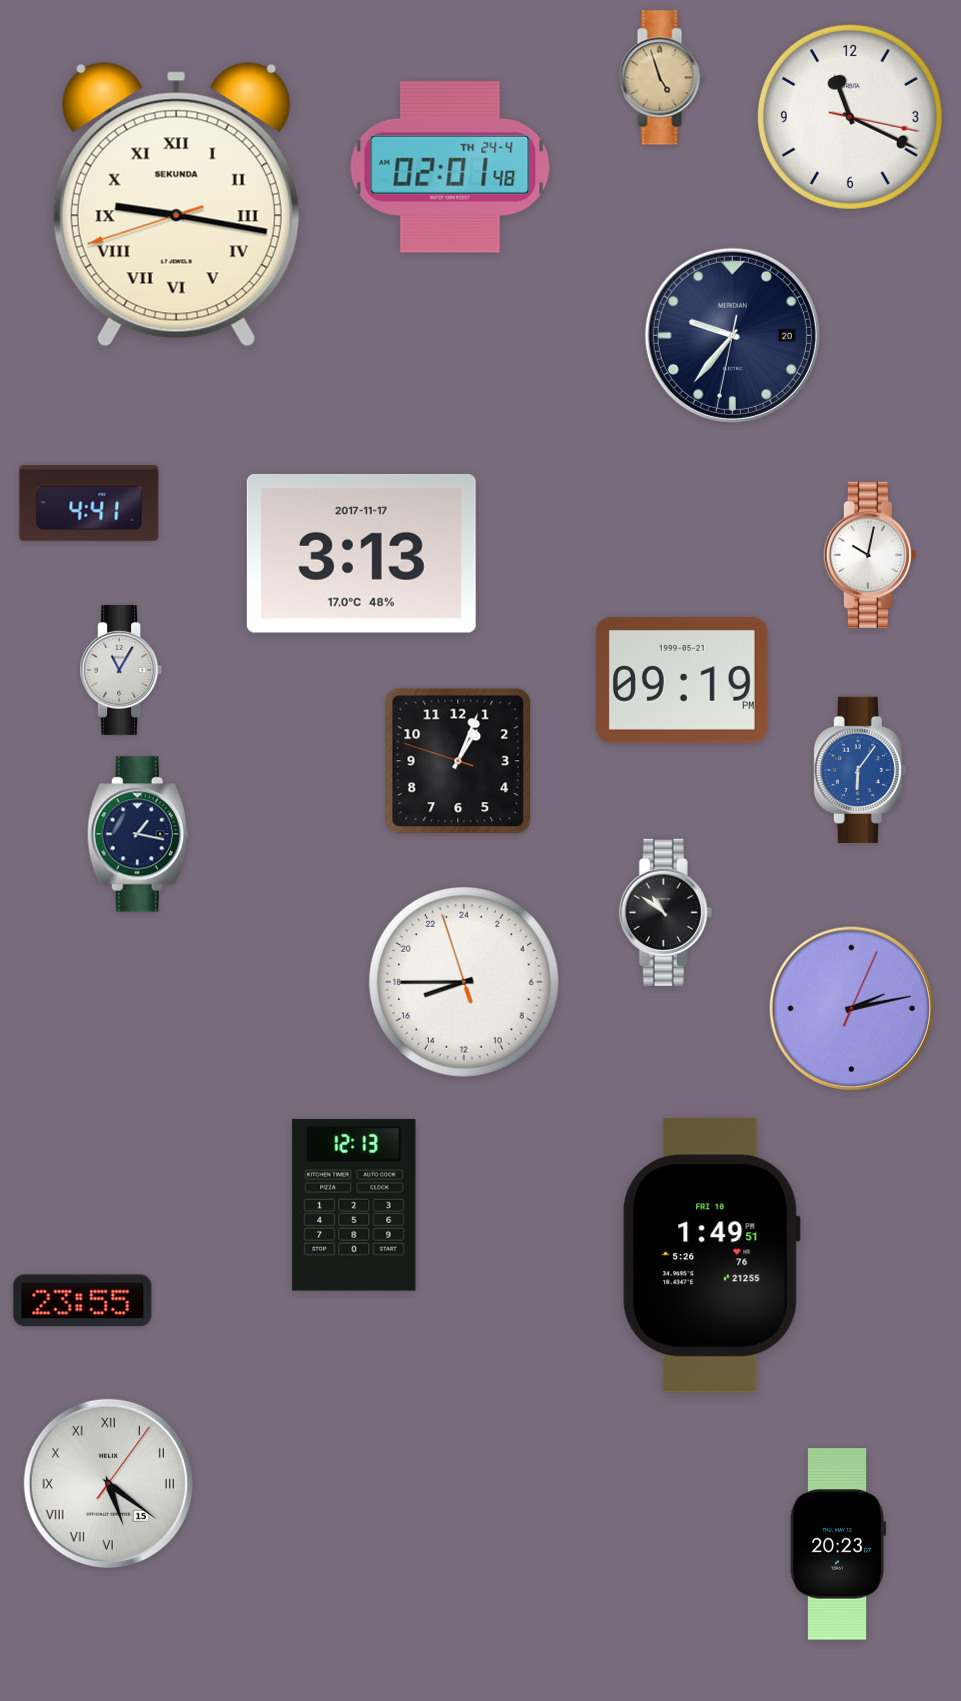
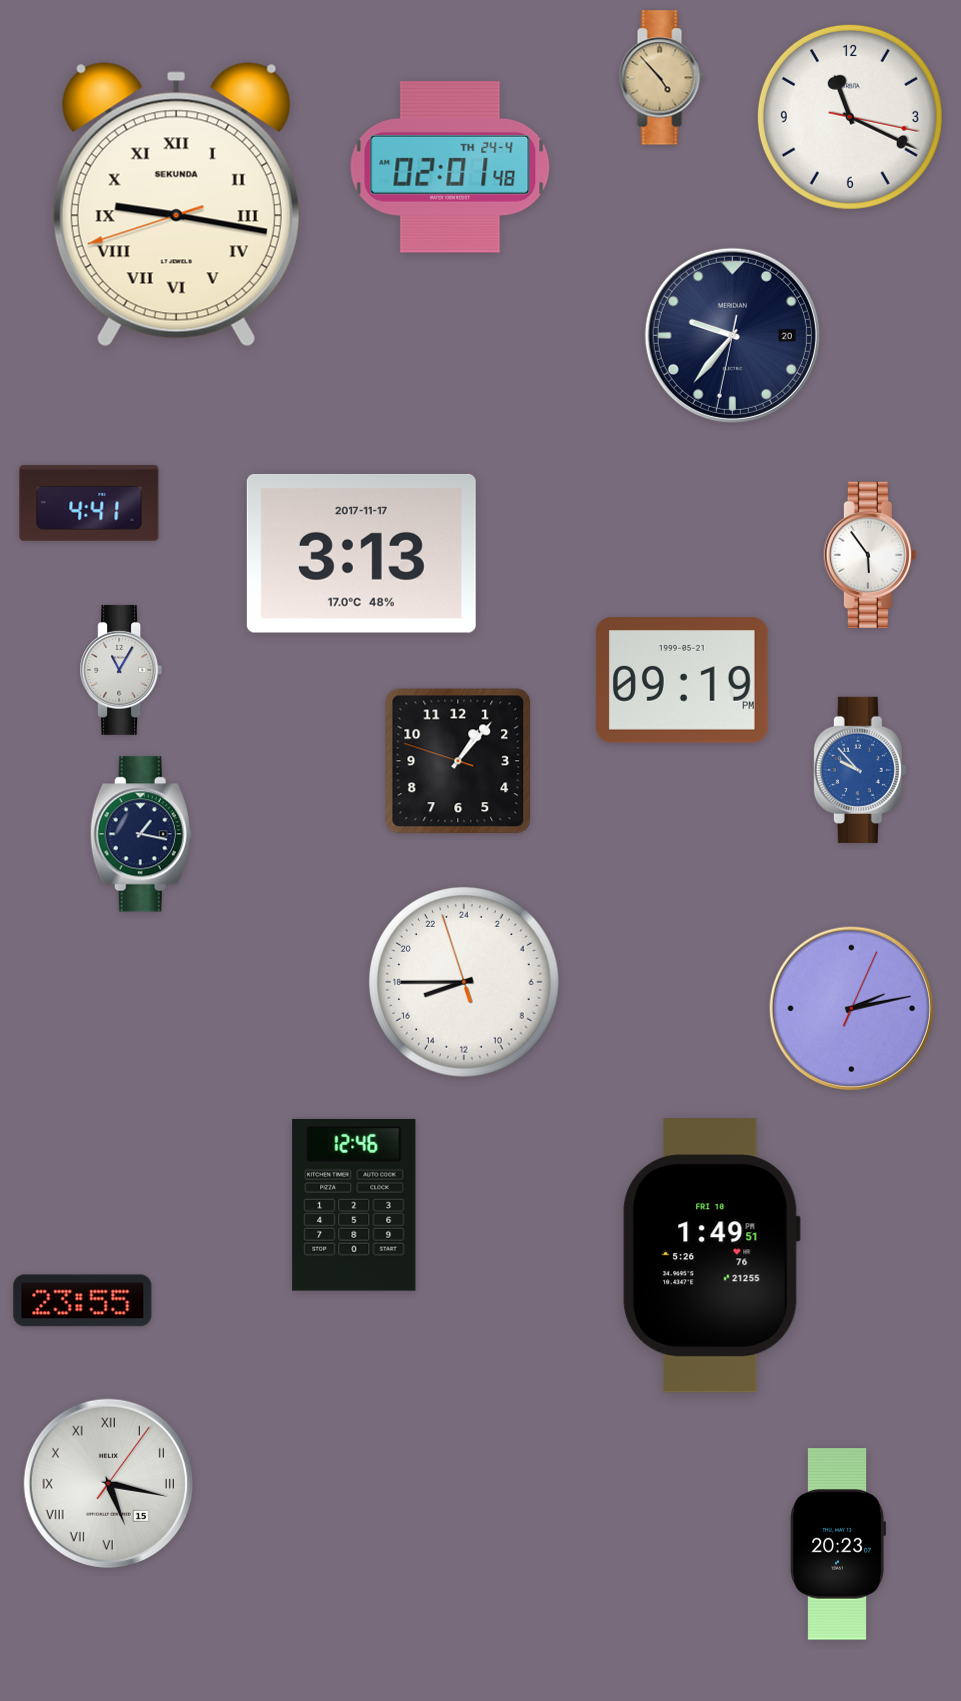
clock at (661, 78): 4:57 -> 4:53
clock at (870, 555): 10:02 -> 5:54
clock at (458, 761): 1:03 -> 1:06
clock at (860, 770): 6:06 -> 9:53
clock at (138, 834) position: (138, 834) -> (141, 834)
clock at (665, 912): 10:51 -> none
clock at (354, 1205): 12:13 -> 12:46
clock at (108, 1483): 5:21 -> 5:17
